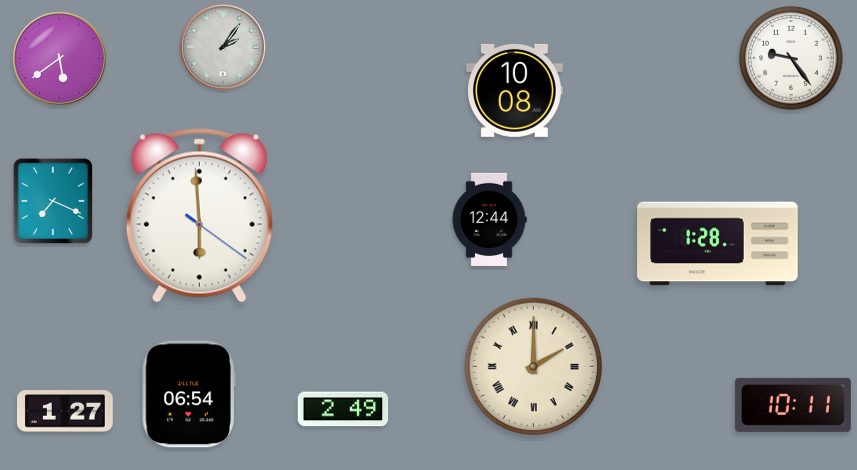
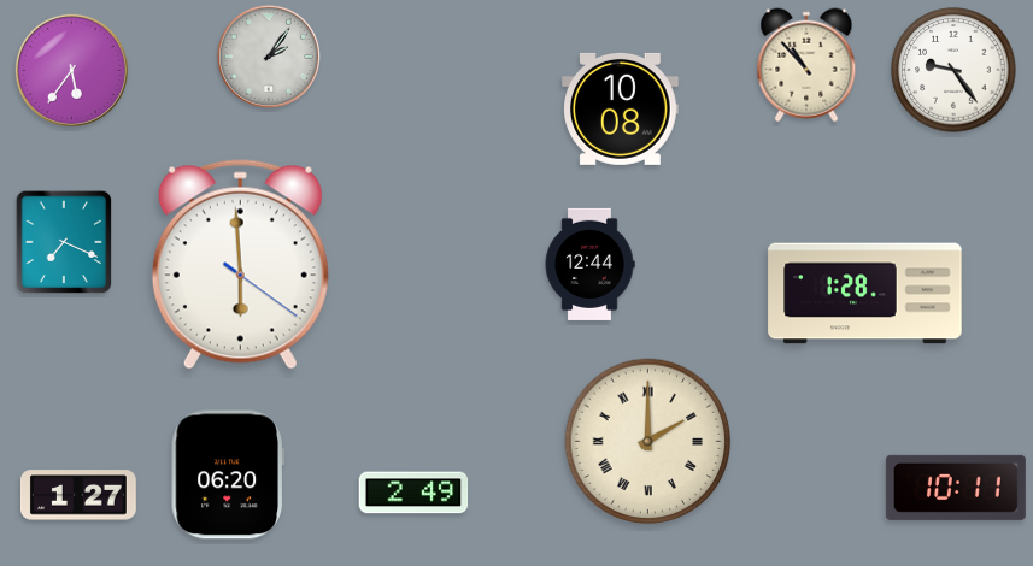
clock at (806, 65): none -> 10:53
clock at (59, 58): 5:39 -> 5:36
clock at (199, 216) position: (199, 216) -> (240, 265)
clock at (534, 367) position: (534, 367) -> (648, 442)
clock at (189, 394): 06:54 -> 06:20
